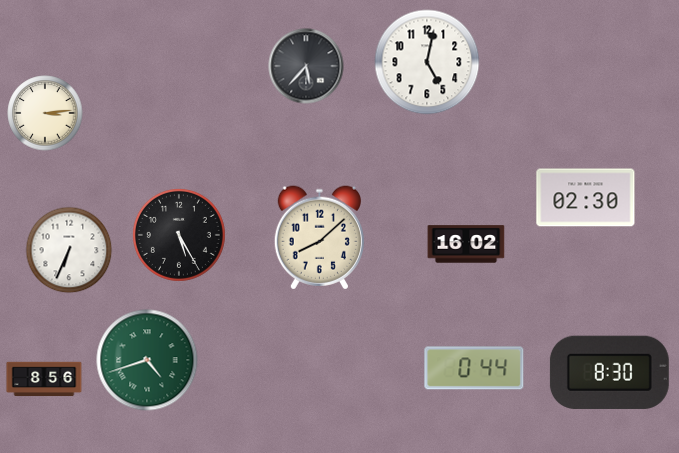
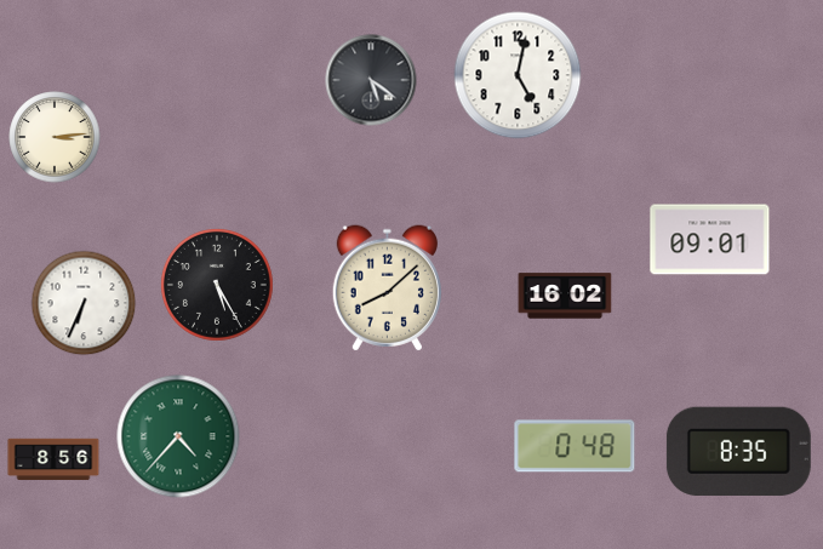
clock at (306, 66): 5:37 -> 5:21
clock at (586, 198): 02:30 -> 09:01
clock at (147, 360): 4:42 -> 4:37
clock at (474, 368): 0:44 -> 0:48
clock at (609, 372): 8:30 -> 8:35
